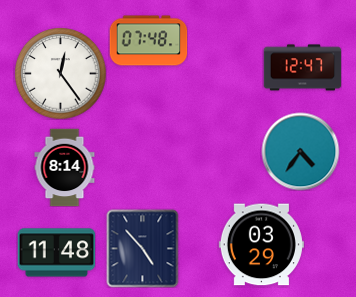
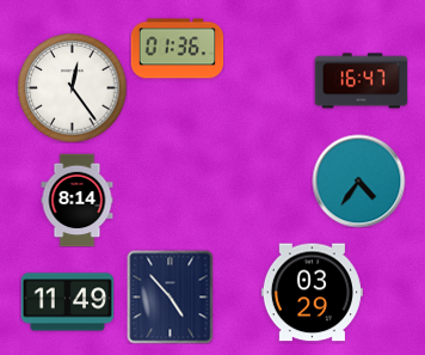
clock at (148, 41): 07:48 -> 01:36
clock at (302, 68): 12:47 -> 16:47
clock at (56, 253): 11:48 -> 11:49
